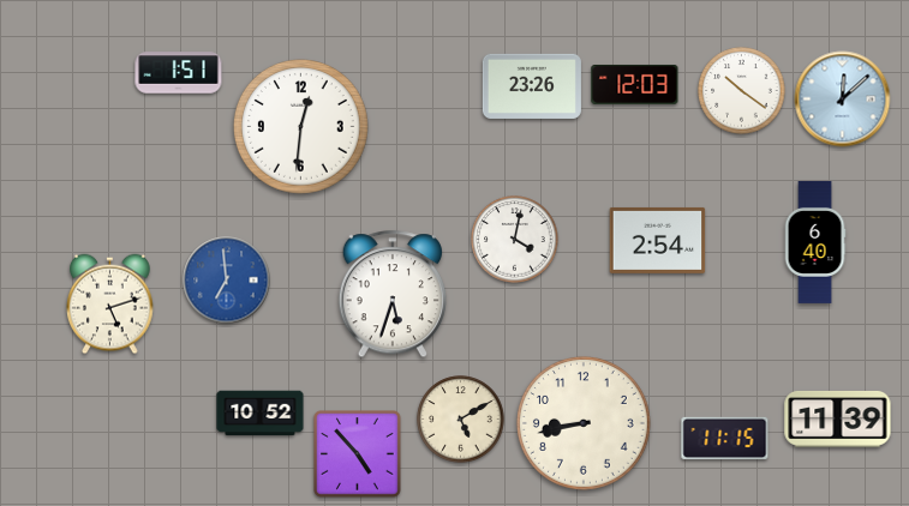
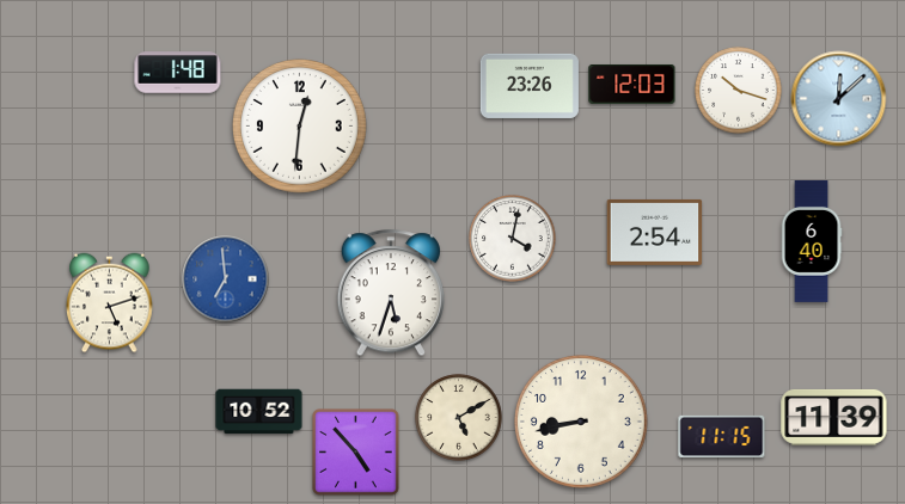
clock at (179, 73): 1:51 -> 1:48
clock at (742, 91): 10:21 -> 10:18
clock at (658, 240) position: (658, 240) -> (655, 232)
